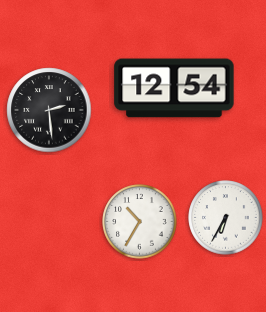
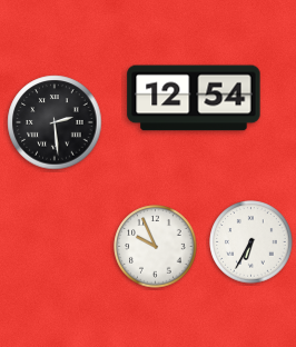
clock at (140, 222): 10:35 -> 9:56
